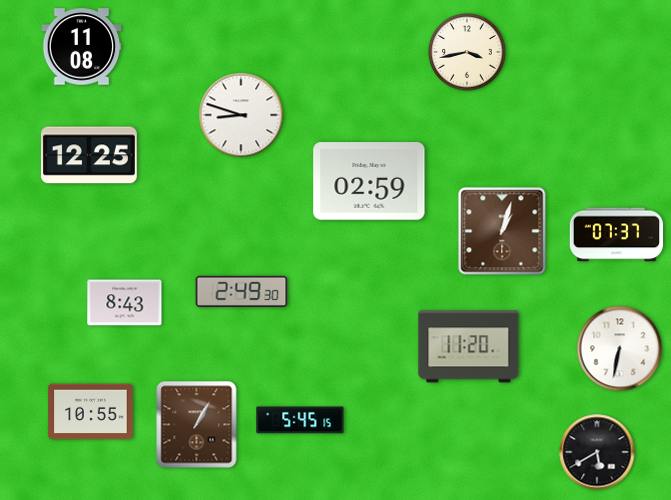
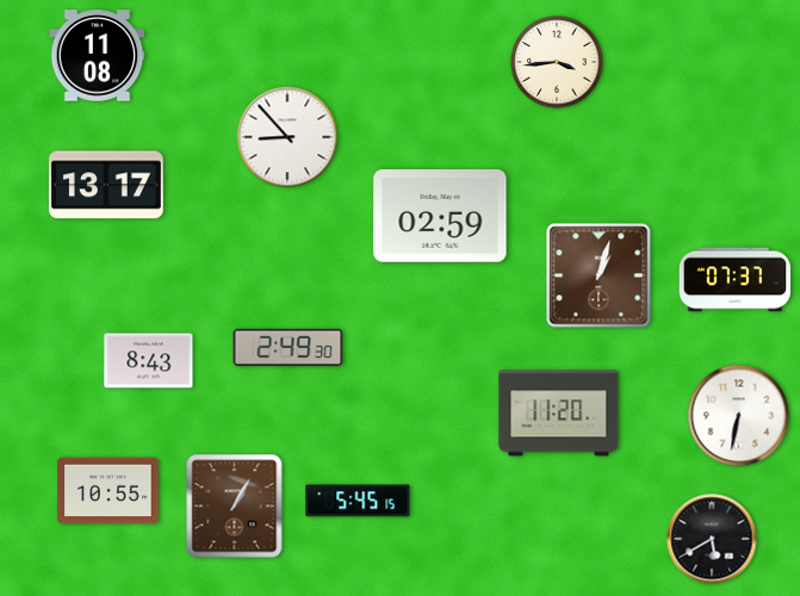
clock at (467, 52): 3:43 -> 3:44
clock at (241, 115): 8:48 -> 8:53
clock at (89, 155): 12:25 -> 13:17
